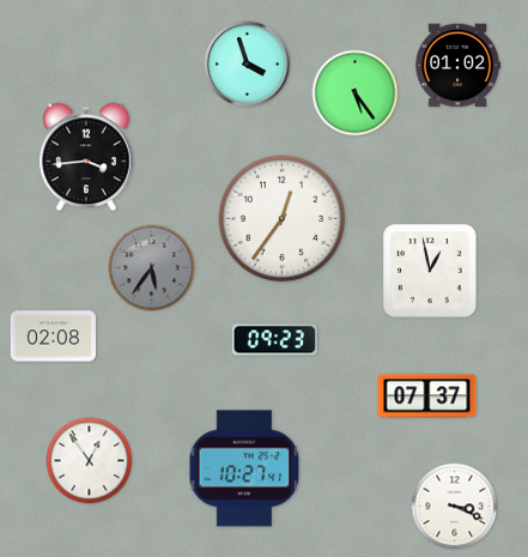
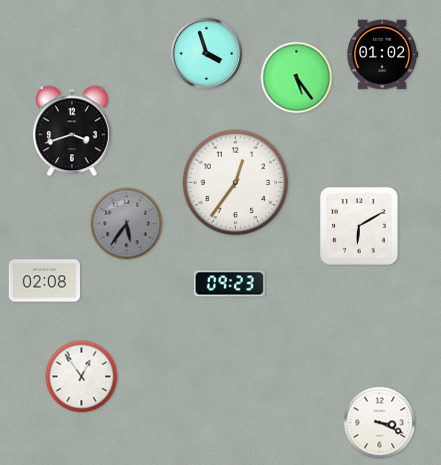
clock at (87, 157): 3:44 -> 3:42
clock at (430, 271): 12:58 -> 6:10
clock at (427, 396): 07:37 -> none
clock at (90, 461) position: (90, 461) -> (82, 377)
clock at (244, 468): 10:27 -> none
